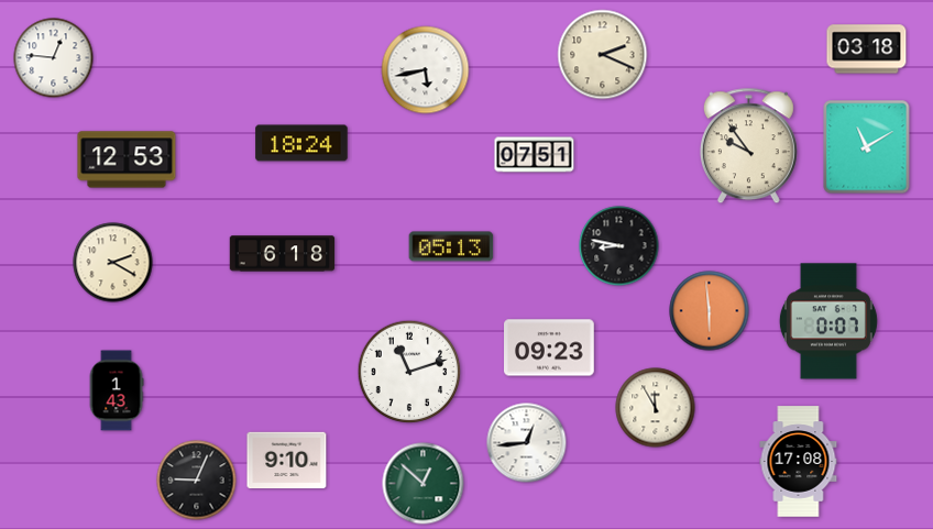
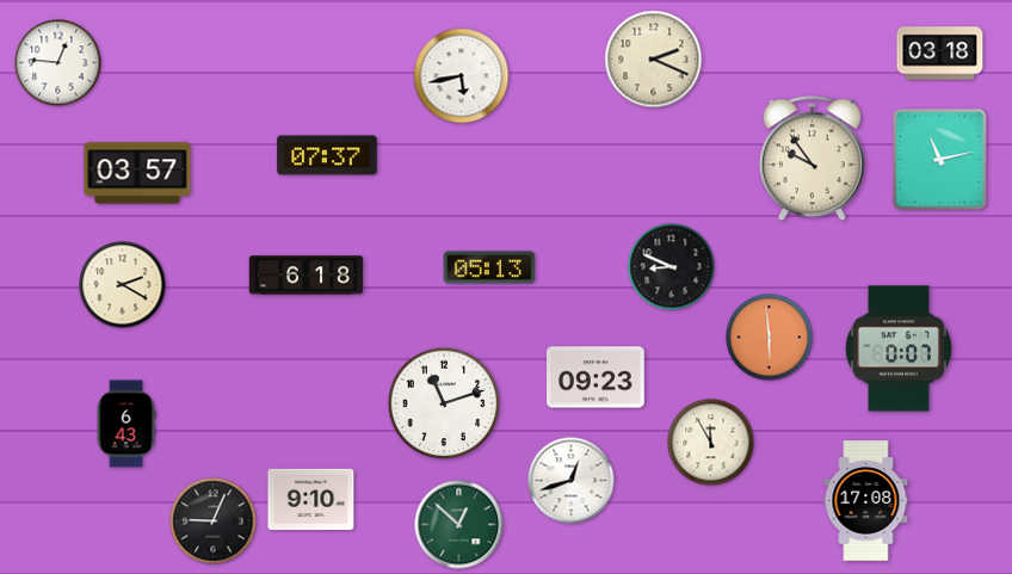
clock at (301, 143): 18:24 -> 07:37
clock at (867, 147): 11:10 -> 11:13
clock at (535, 155): 07:51 -> none
clock at (127, 159): 12:53 -> 03:57
clock at (619, 246): 8:47 -> 8:49
clock at (117, 390): 1:43 -> 6:43
clock at (527, 443): 12:44 -> 12:42
